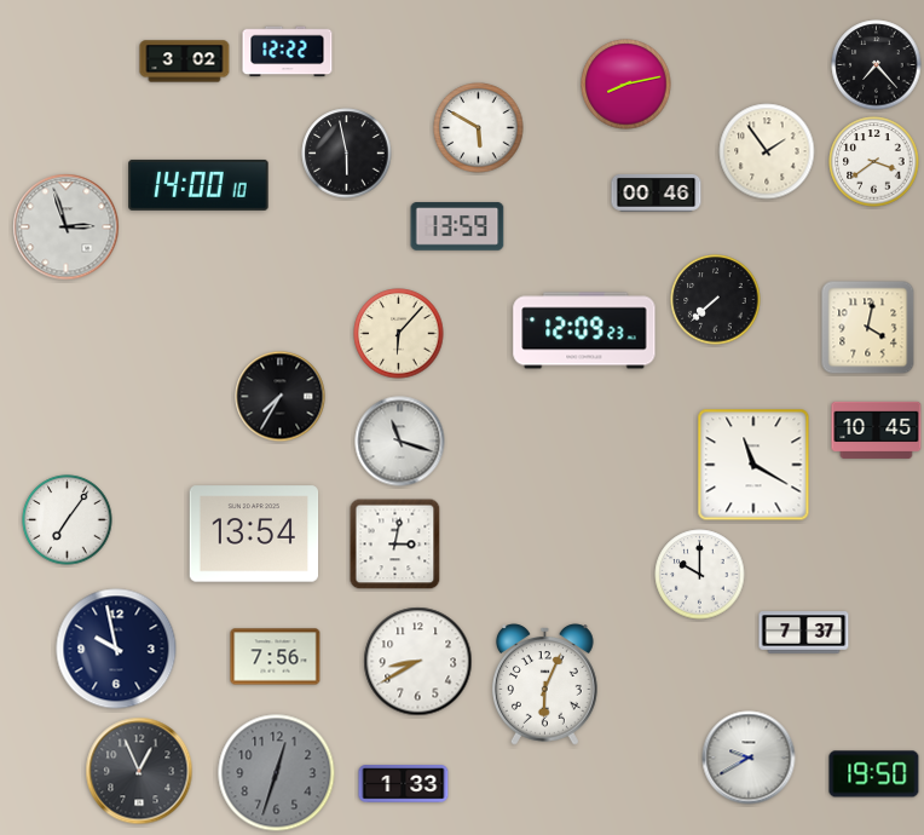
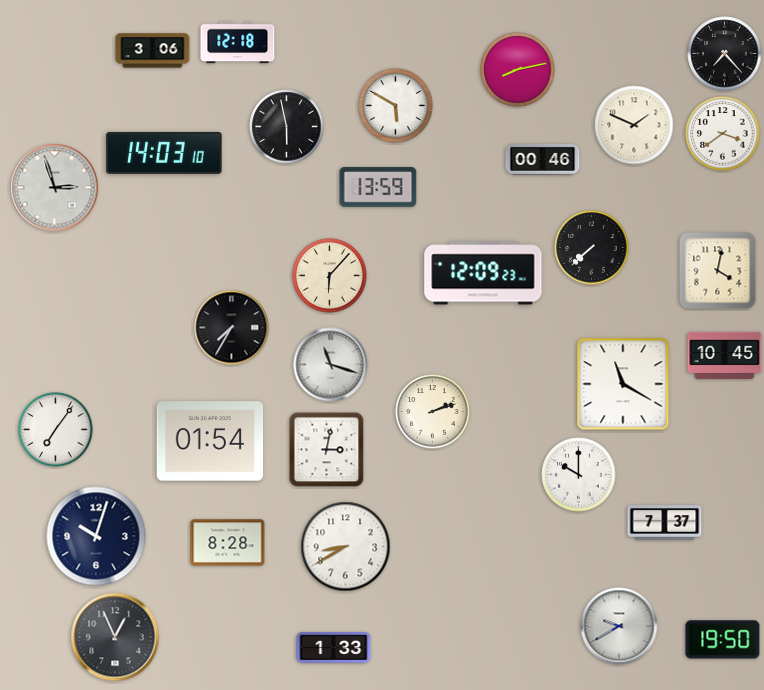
clock at (288, 52): 12:22 -> 12:18
clock at (185, 62): 3:02 -> 3:06
clock at (767, 151): 1:54 -> 1:49
clock at (198, 185): 14:00 -> 14:03
clock at (433, 412): none -> 2:12
clock at (254, 534): 13:54 -> 01:54
clock at (116, 649): 9:58 -> 10:03
clock at (276, 657): 7:56 -> 8:28
clock at (544, 685): 6:04 -> none
clock at (277, 773): 12:33 -> none
